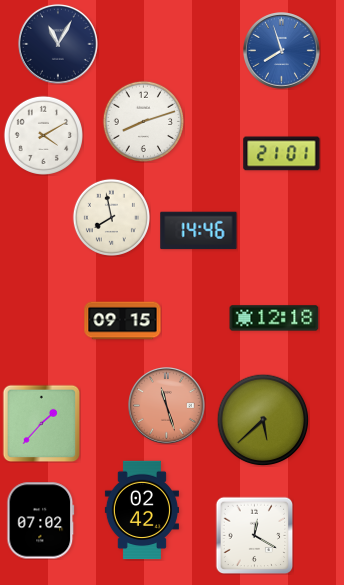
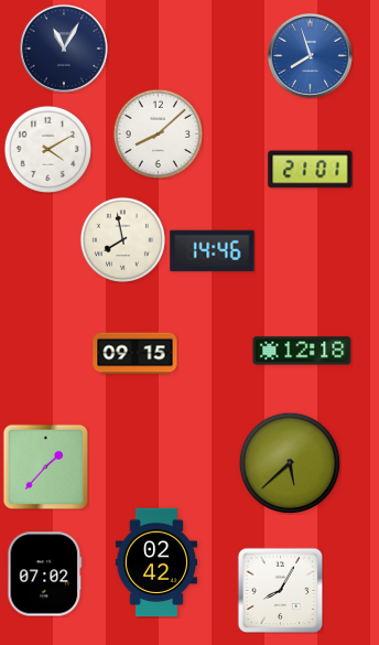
clock at (143, 121): 8:12 -> 8:08
clock at (199, 231) position: (199, 231) -> (213, 251)
clock at (167, 406): 11:27 -> none
clock at (254, 535): 12:20 -> 8:05
